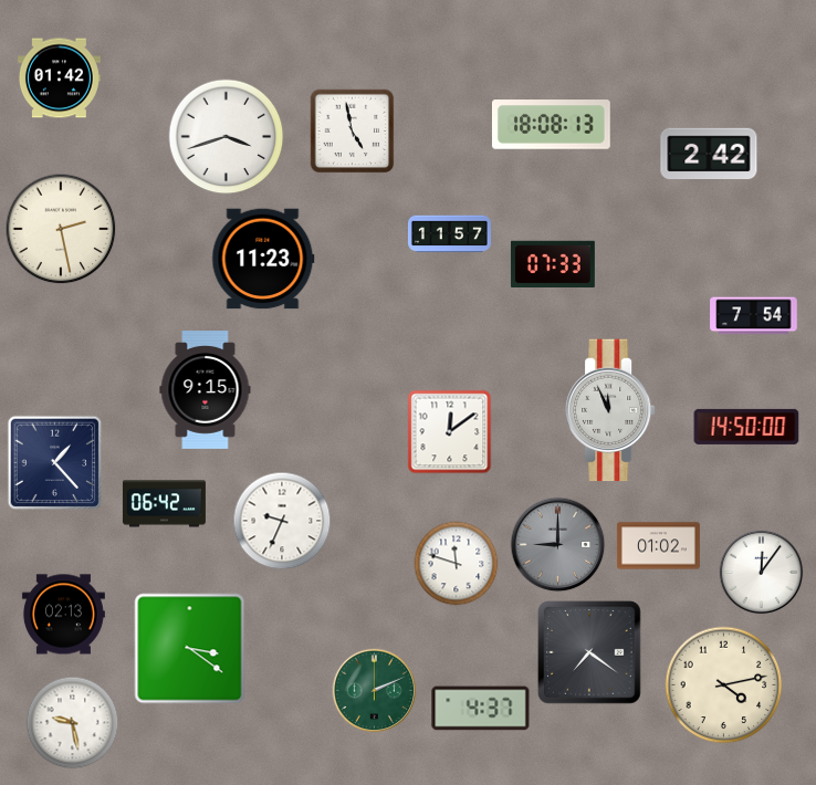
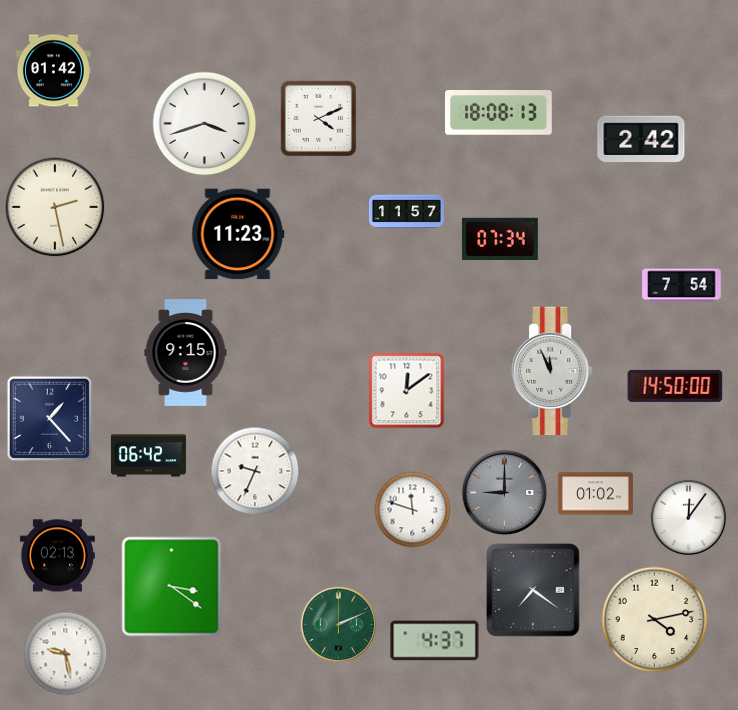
clock at (353, 132): 4:58 -> 4:11
clock at (553, 263): 07:33 -> 07:34
